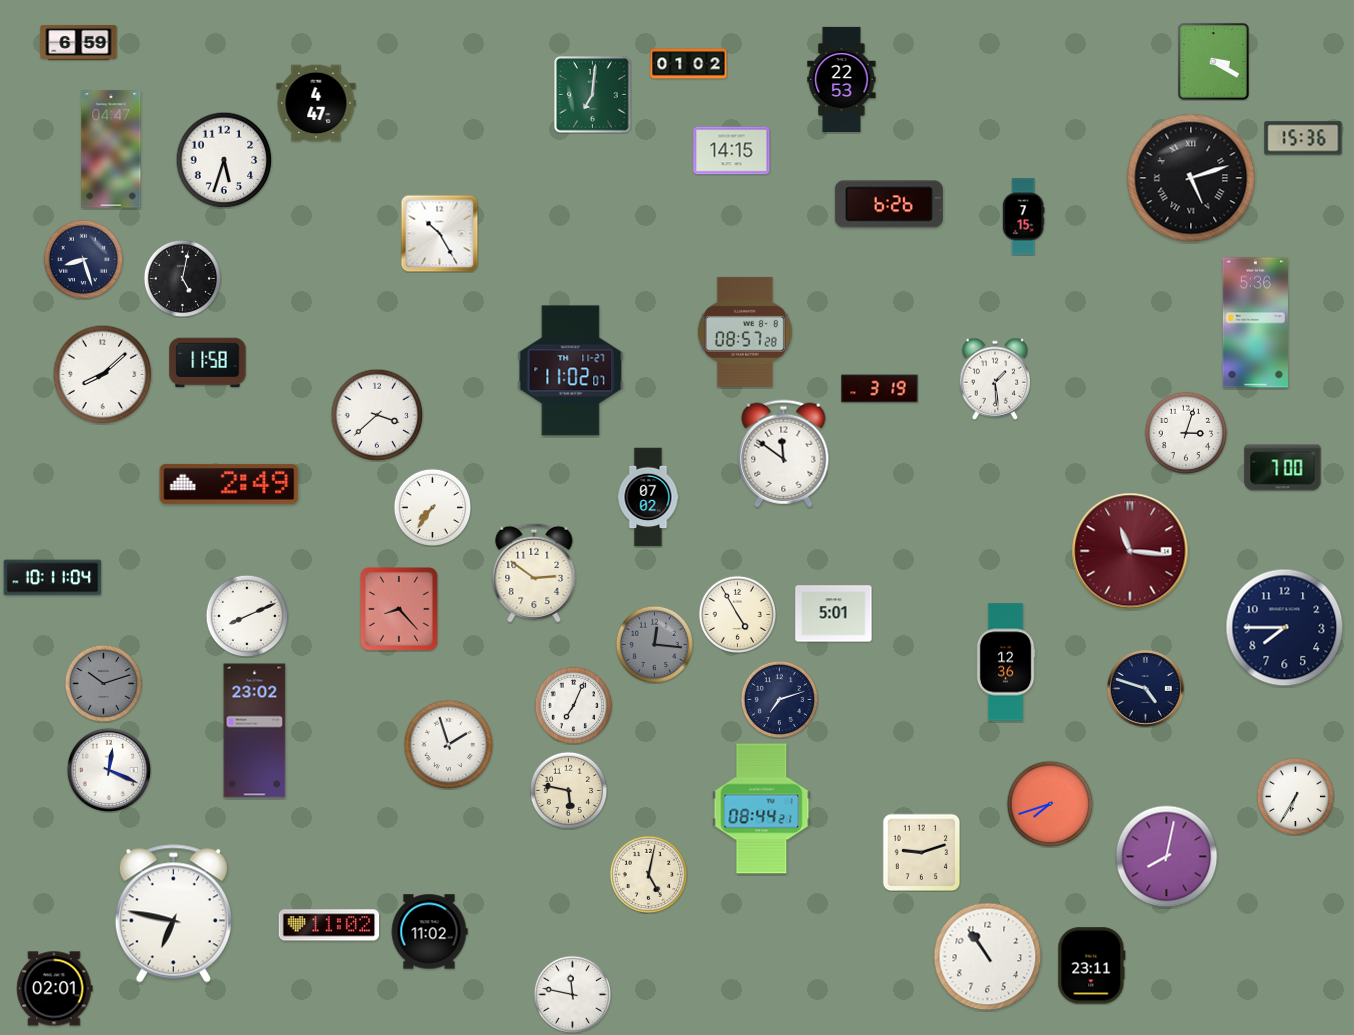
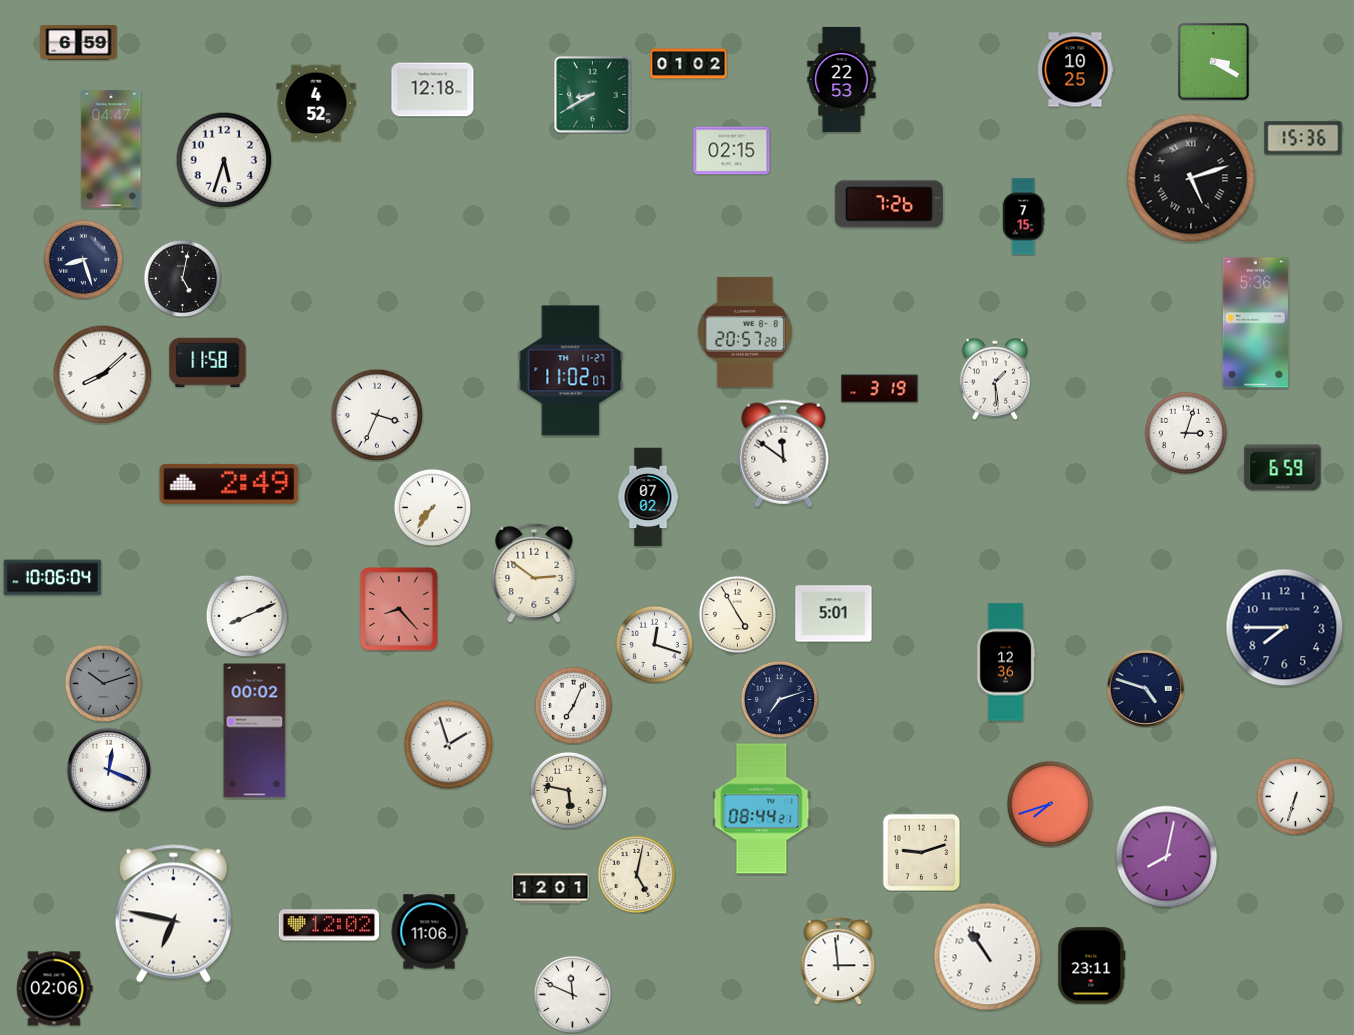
clock at (1075, 70): none -> 10:25
clock at (433, 90): none -> 12:18
clock at (593, 95): 7:01 -> 8:40
clock at (316, 103): 4:47 -> 4:52
clock at (732, 151): 14:15 -> 02:15
clock at (889, 204): 6:26 -> 7:26
clock at (439, 233): 10:25 -> none
clock at (745, 332): 08:57 -> 20:57
clock at (377, 415): 3:38 -> 3:34
clock at (1283, 468): 7:00 -> 6:59
clock at (1130, 551): 11:16 -> none
clock at (53, 578): 10:11 -> 10:06
clock at (654, 644): 12:16 -> 12:18
clock at (654, 644) dial: grey -> white
clock at (255, 731): 23:02 -> 00:02
clock at (1295, 796): 6:35 -> 6:33
clock at (648, 874) position: (648, 874) -> (636, 874)
clock at (551, 889): none -> 12:01
clock at (329, 925): 11:02 -> 12:02
clock at (429, 932): 11:02 -> 11:06
clock at (838, 961): none -> 2:59
clock at (55, 989): 02:01 -> 02:06
clock at (572, 994): 11:47 -> 11:49
